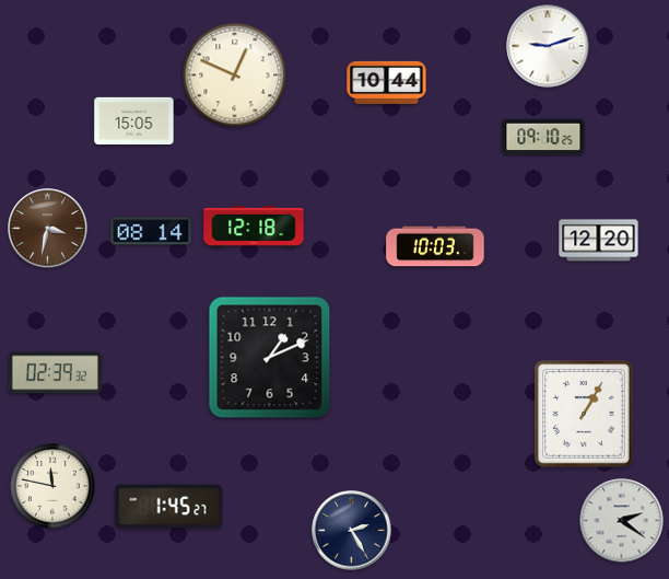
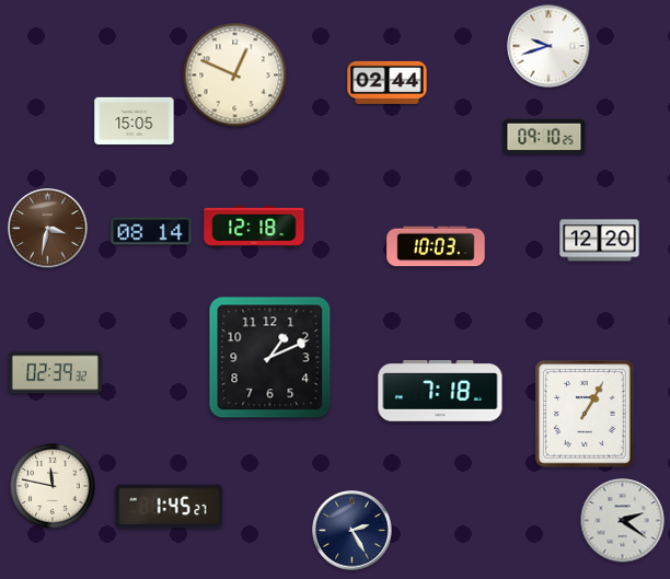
clock at (548, 46): 9:12 -> 9:42
clock at (387, 82): 10:44 -> 02:44
clock at (440, 391): none -> 7:18
